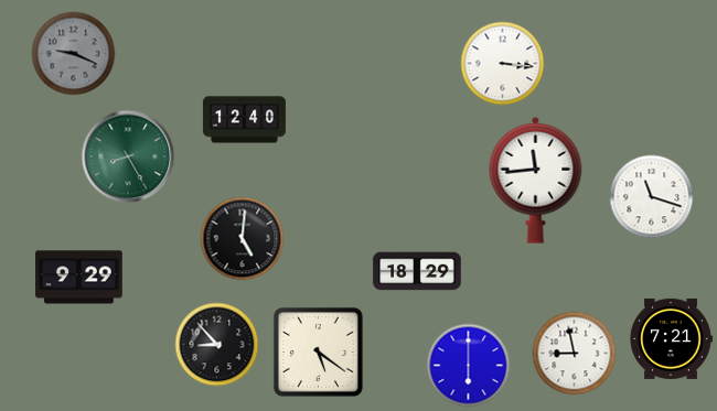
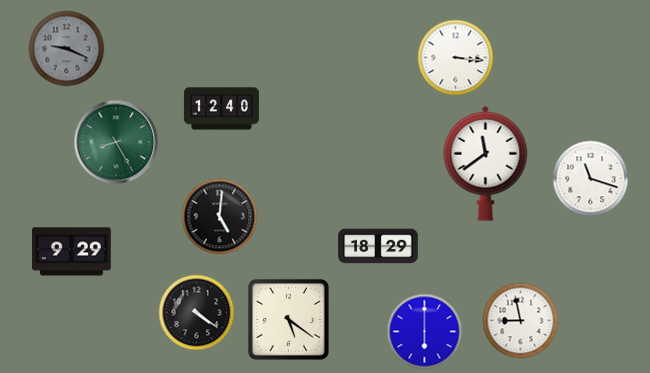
clock at (536, 180): 11:44 -> 11:39
clock at (672, 338): 7:21 -> none
clock at (217, 345): 8:53 -> 4:21
